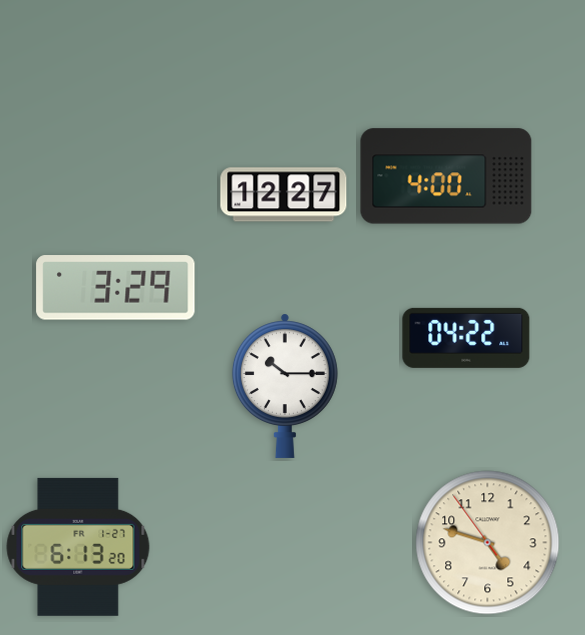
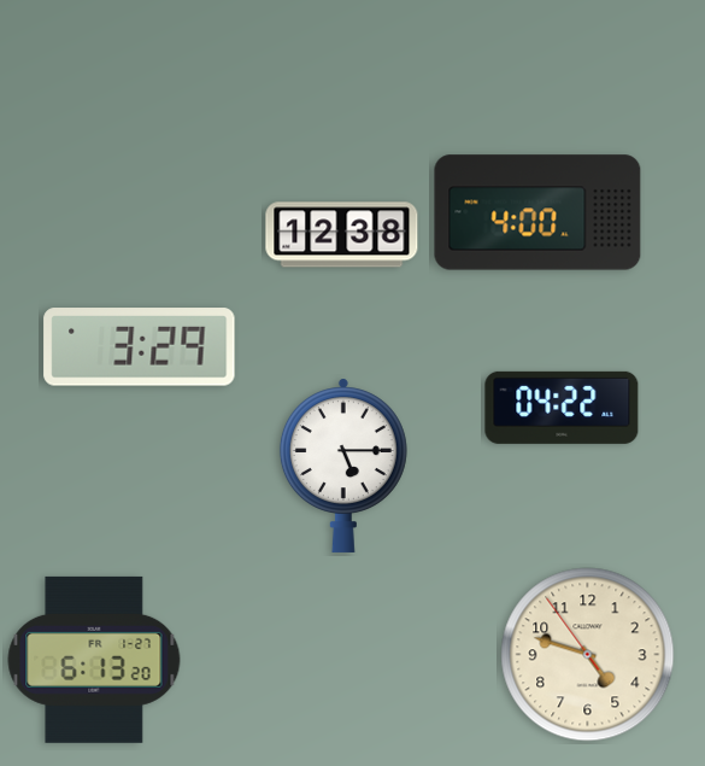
clock at (284, 195): 12:27 -> 12:38
clock at (285, 386): 10:15 -> 5:15
